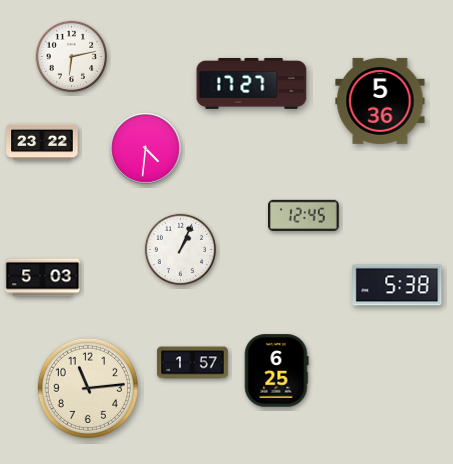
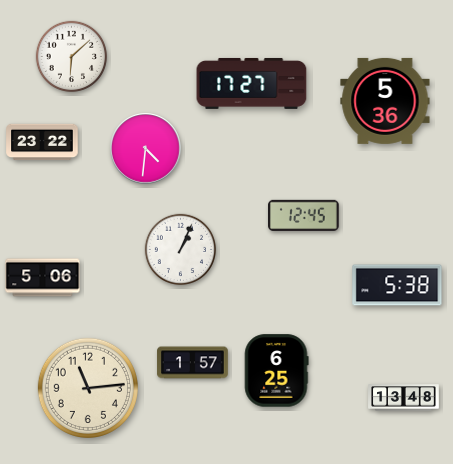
clock at (72, 57): 6:13 -> 6:08
clock at (380, 101) position: (380, 101) -> (385, 101)
clock at (43, 278): 5:03 -> 5:06
clock at (404, 398): none -> 13:48
